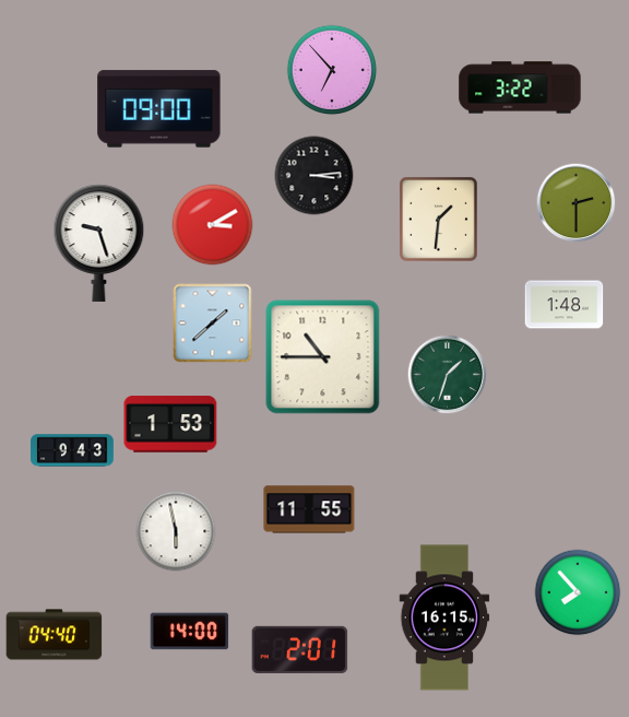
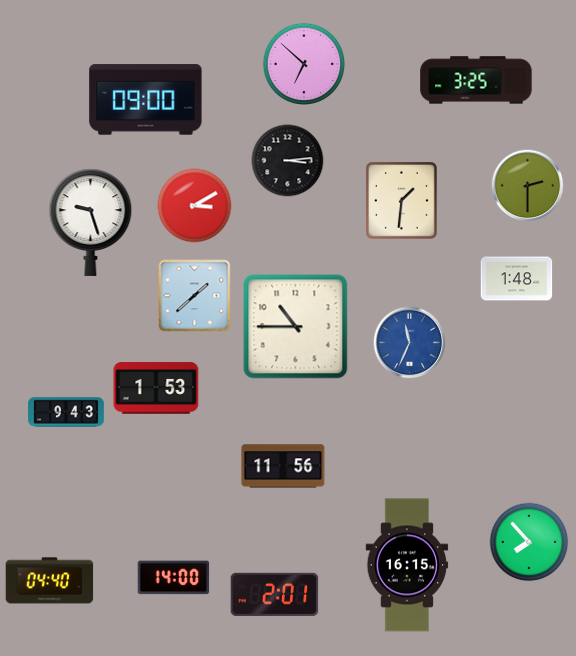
clock at (332, 70): 6:53 -> 6:52
clock at (520, 87): 3:22 -> 3:25
clock at (448, 375): 1:33 -> 11:34
clock at (448, 375) dial: green -> blue
clock at (309, 509): 11:55 -> 11:56
clock at (176, 531): 5:58 -> none
